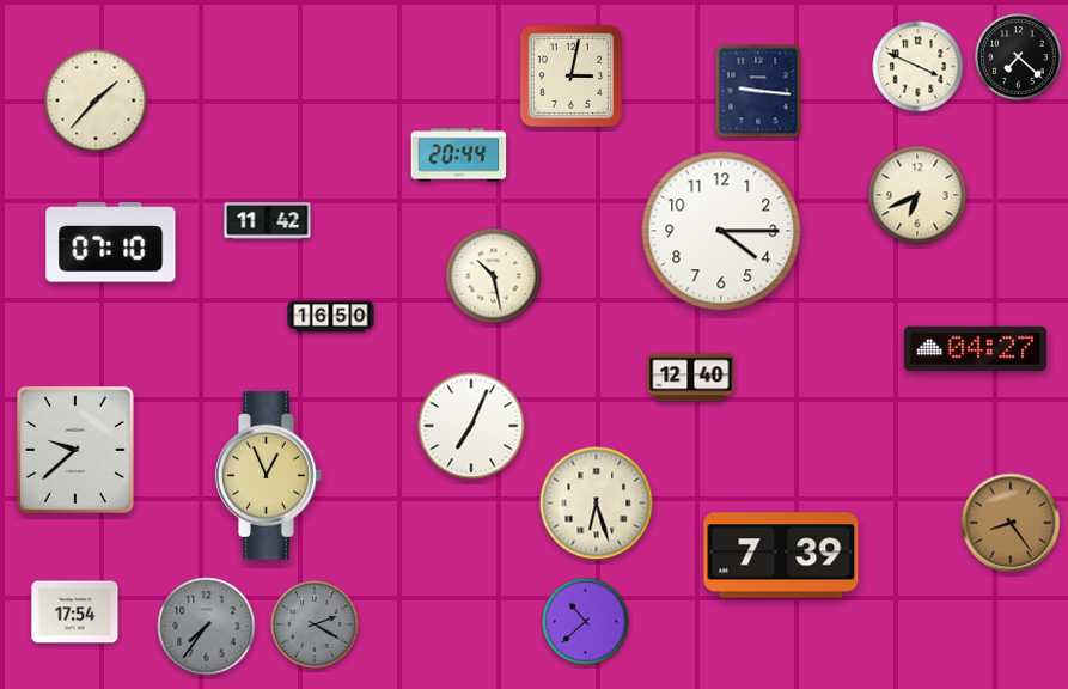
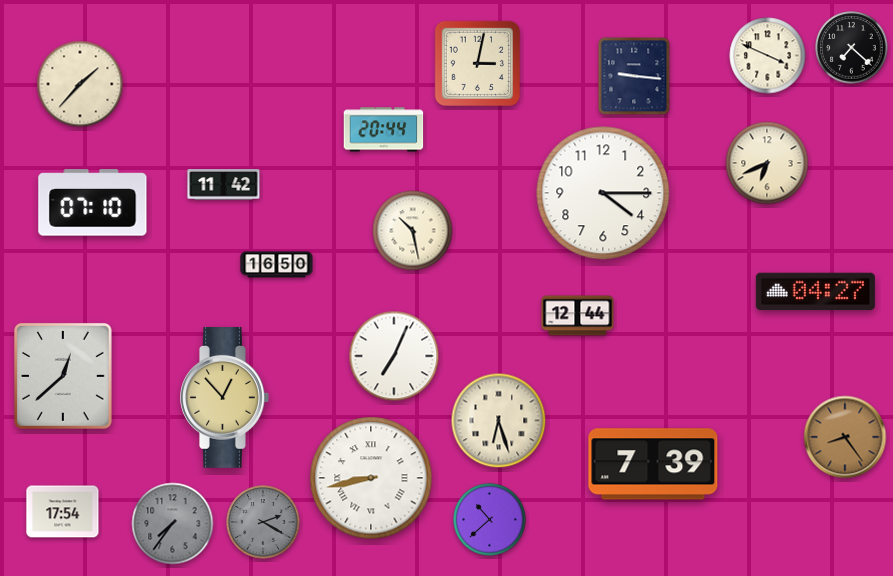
clock at (691, 378): 12:40 -> 12:44
clock at (75, 450): 9:38 -> 12:38
clock at (269, 476): 12:56 -> 12:53
clock at (371, 478): none -> 8:43
